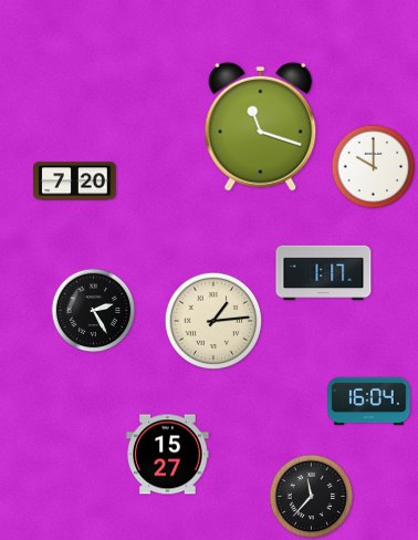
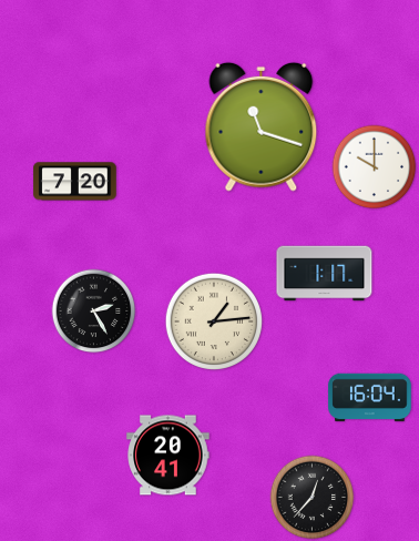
clock at (369, 402) position: (369, 402) -> (370, 398)
clock at (168, 455): 15:27 -> 20:41
clock at (312, 497): 11:37 -> 12:37
